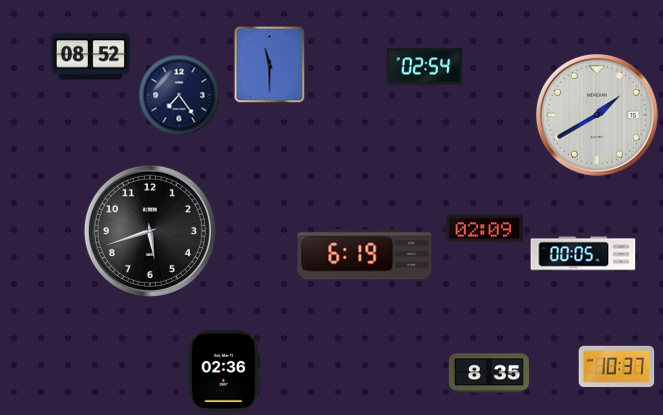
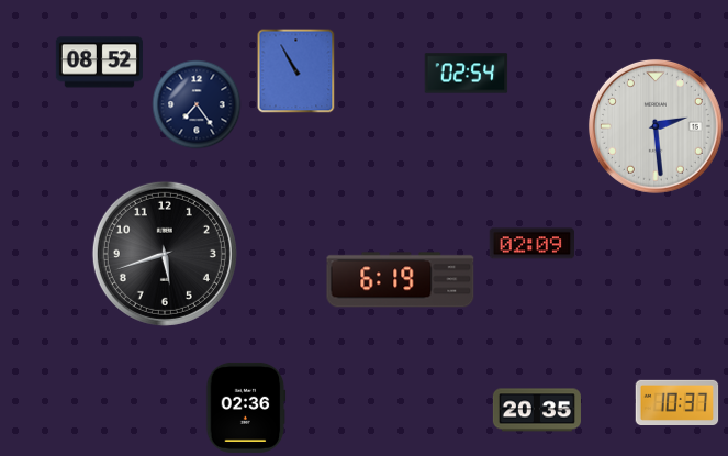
clock at (270, 65): 11:30 -> 10:55
clock at (597, 115): 1:40 -> 2:29
clock at (484, 229) position: (484, 229) -> (531, 244)
clock at (583, 254): 00:05 -> none
clock at (489, 373): 8:35 -> 20:35
